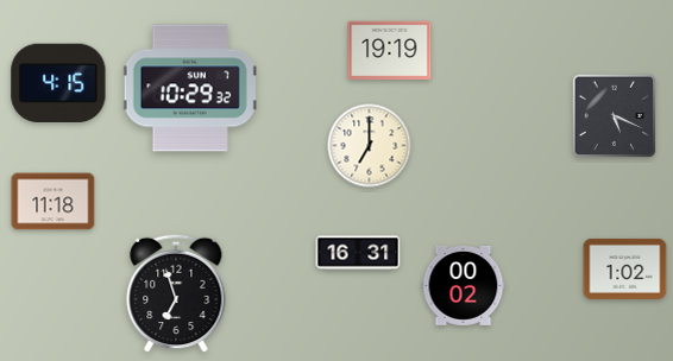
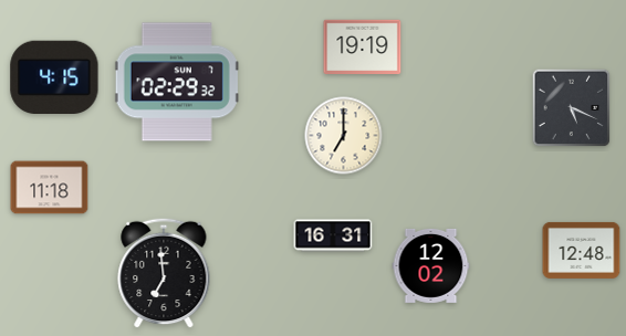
clock at (190, 88): 10:29 -> 02:29
clock at (625, 268): 1:02 -> 12:48
clock at (464, 285): 00:02 -> 12:02
clock at (176, 293): 6:57 -> 6:59
